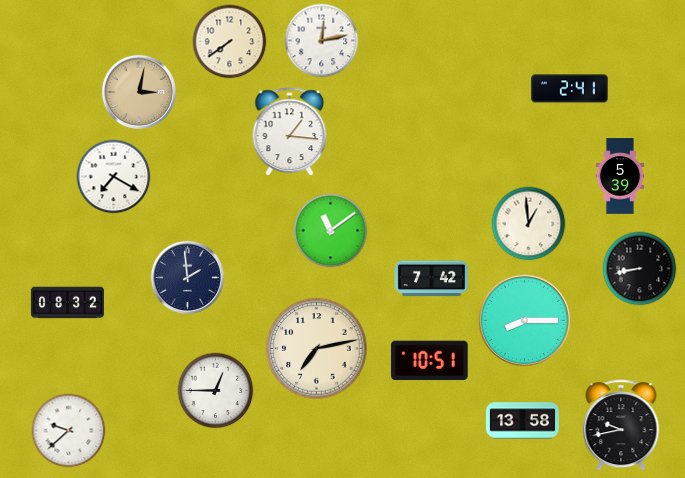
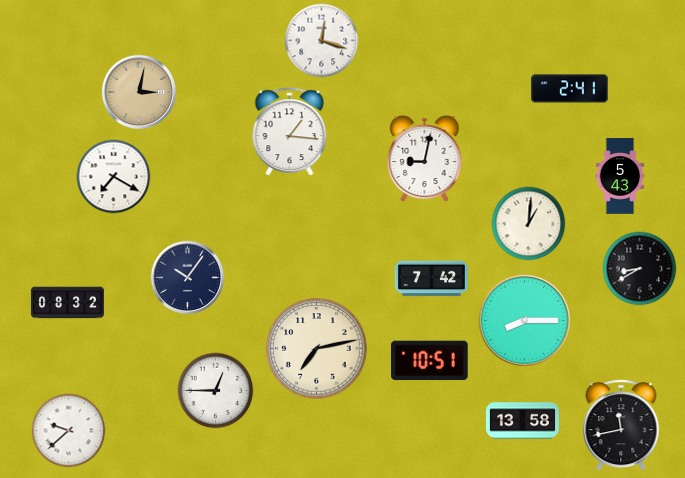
clock at (322, 41): 12:13 -> 12:18
clock at (230, 42): 7:39 -> none
clock at (425, 159): none -> 9:02
clock at (620, 176): 5:39 -> 5:43
clock at (529, 224): 12:59 -> 1:01
clock at (331, 231): 11:09 -> none
clock at (640, 269): 8:43 -> 8:40
clock at (187, 277): 1:59 -> 10:06
clock at (621, 425): 9:43 -> 11:43
